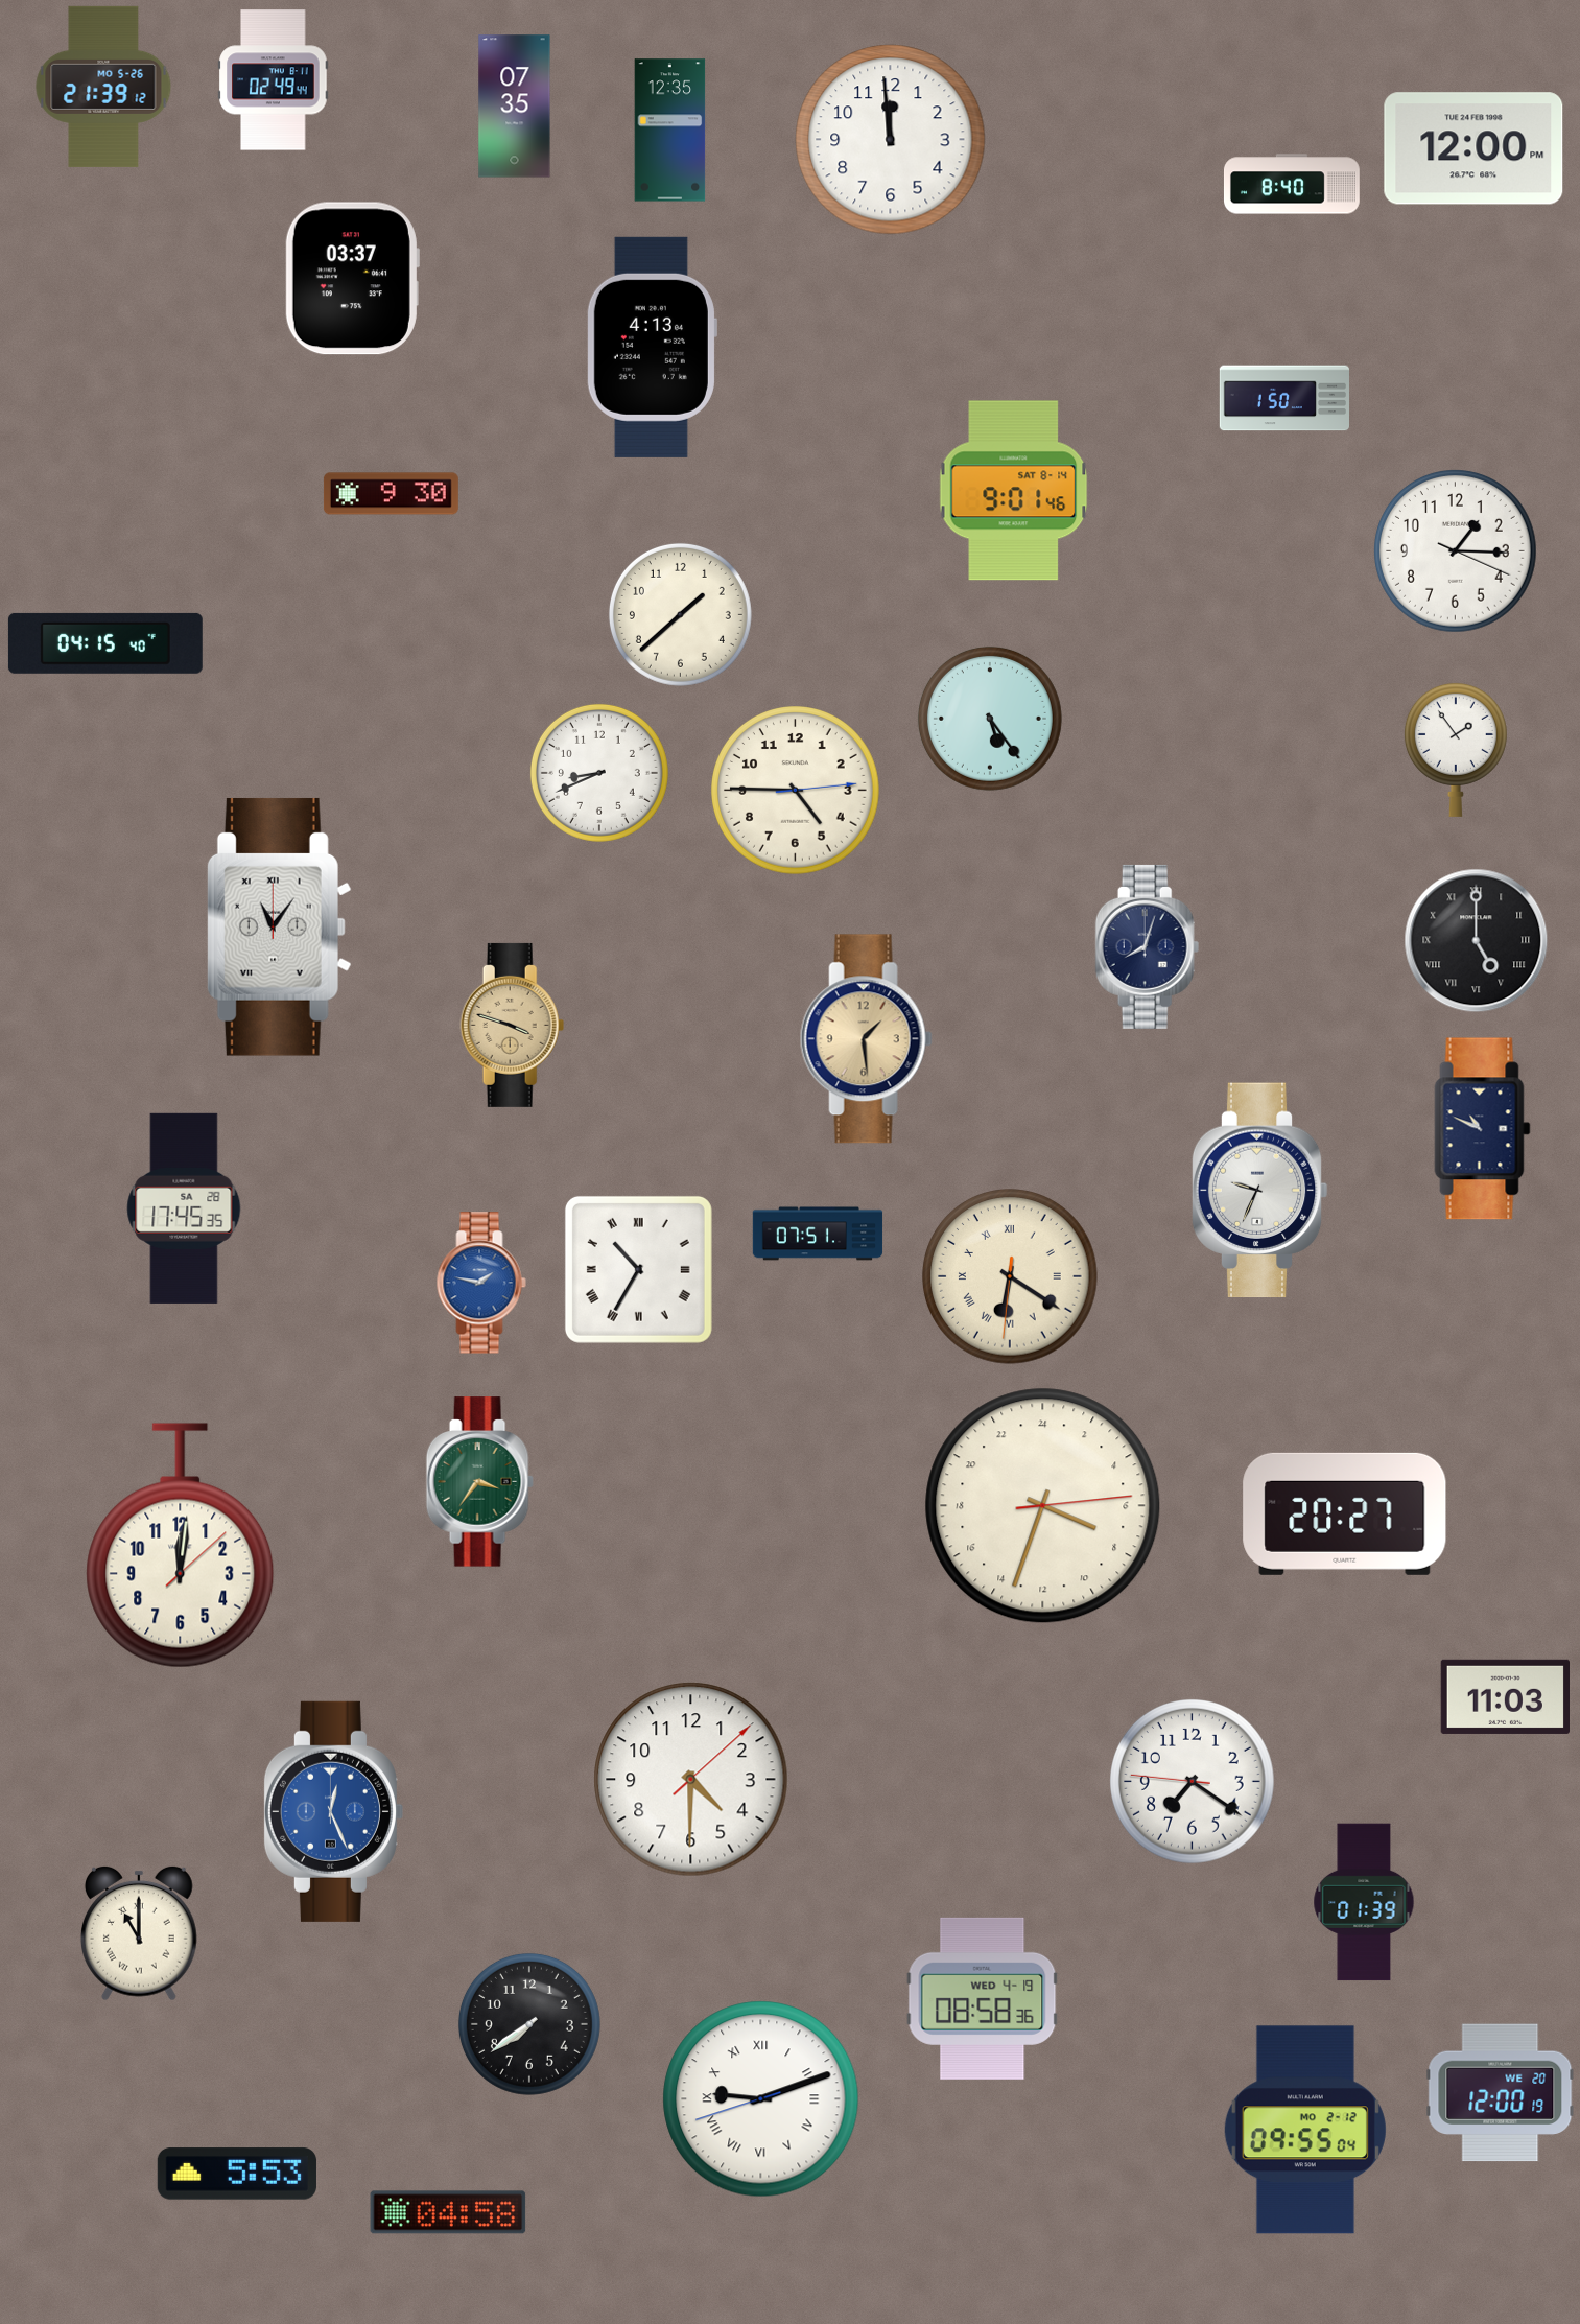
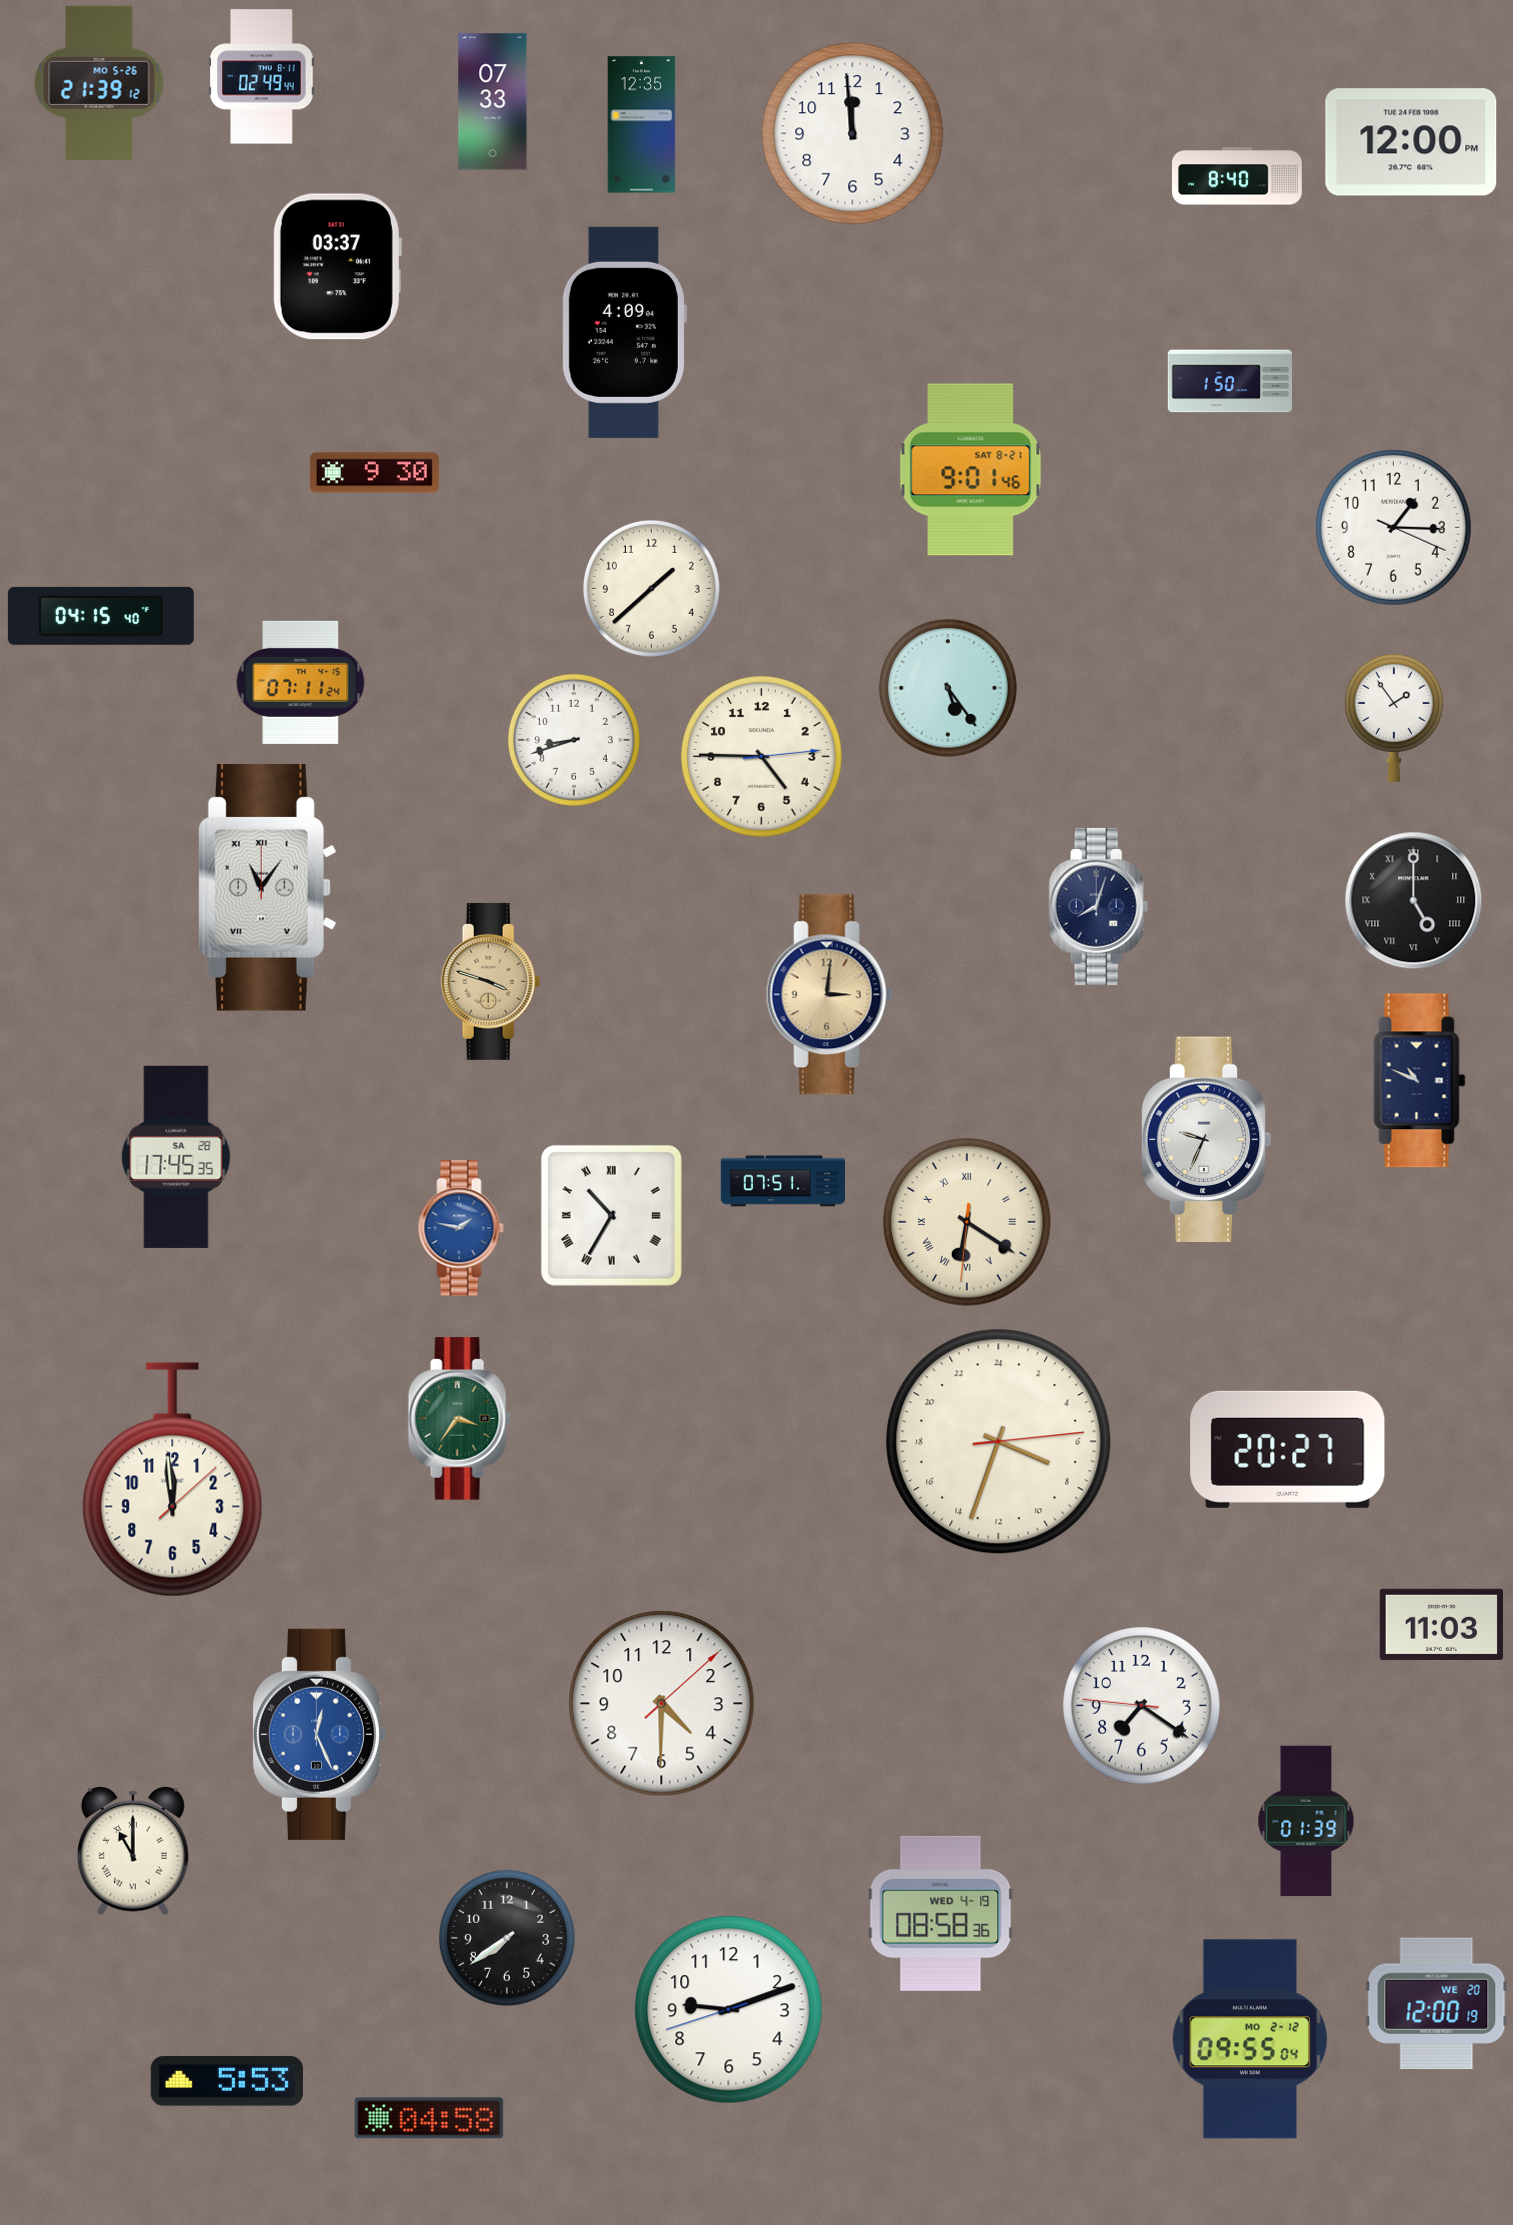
clock at (515, 107): 07:35 -> 07:33
clock at (652, 347): 4:13 -> 4:09
clock at (1014, 491) date: SAT 8-14 -> SAT 8-21
clock at (301, 682): none -> 07:11
clock at (599, 773): 8:41 -> 8:42
clock at (866, 1039): 1:29 -> 3:01
clock at (181, 1546): 12:01 -> 11:59
clock at (761, 2099) numerals: Roman -> Arabic
